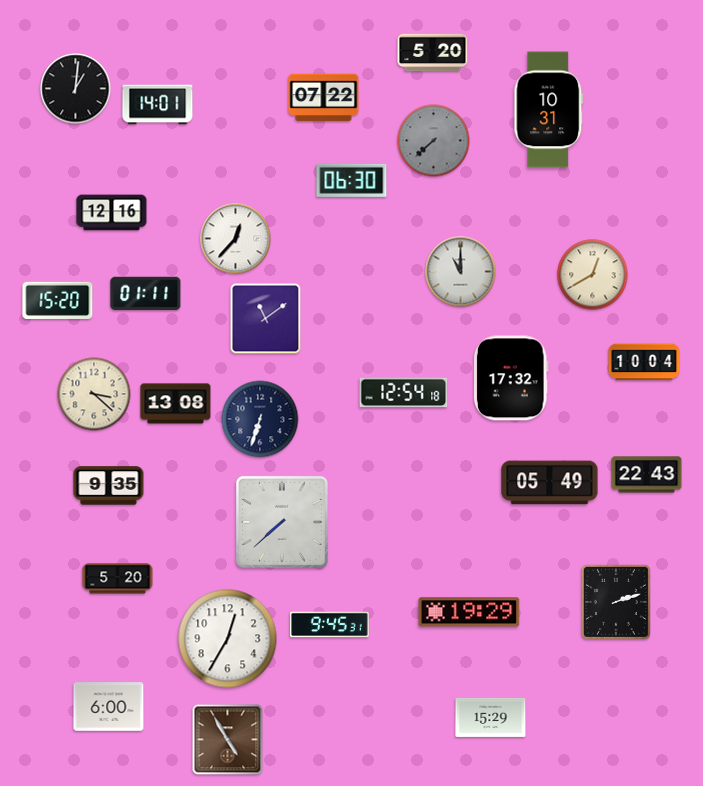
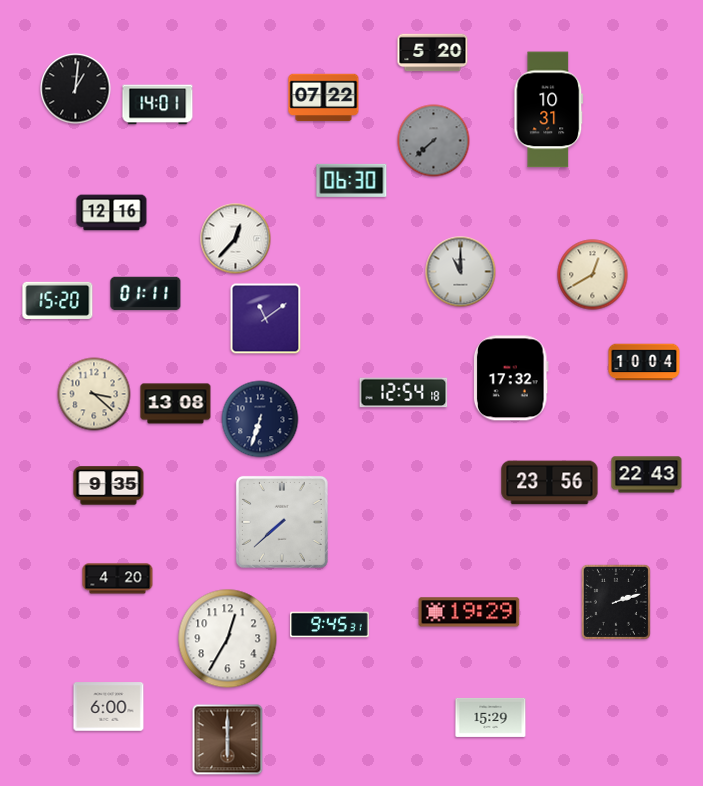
clock at (550, 483): 05:49 -> 23:56
clock at (118, 579): 5:20 -> 4:20
clock at (228, 740): 4:55 -> 6:00
